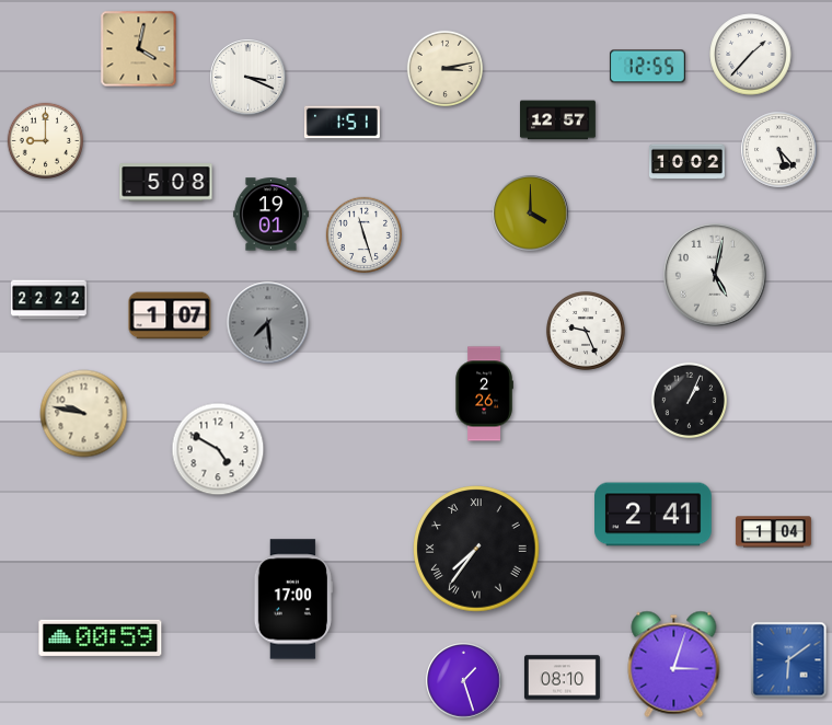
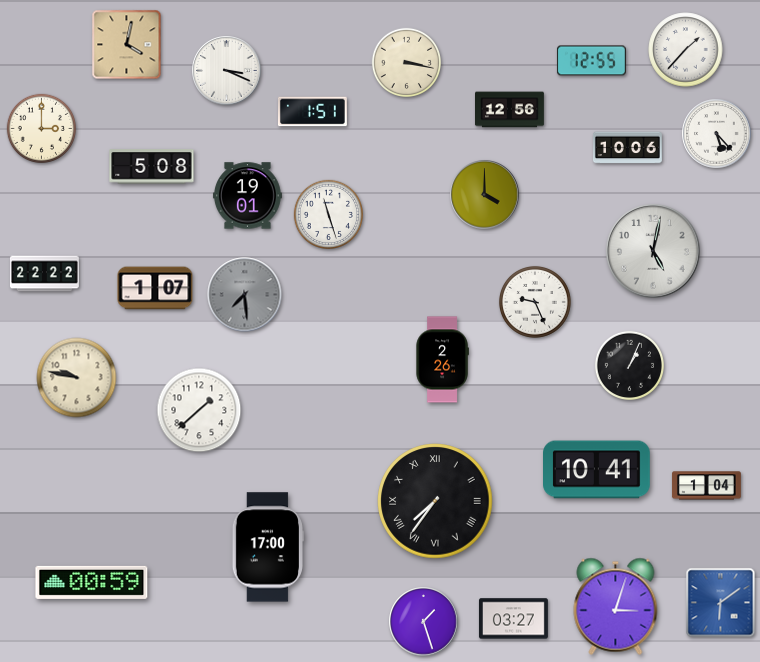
clock at (444, 68): 3:13 -> 3:17
clock at (558, 120): 12:57 -> 12:56
clock at (45, 140): 9:00 -> 3:00
clock at (779, 150) position: (779, 150) -> (717, 134)
clock at (686, 162): 10:02 -> 10:06
clock at (363, 234) position: (363, 234) -> (328, 214)
clock at (218, 449): 4:50 -> 1:38
clock at (654, 515): 2:41 -> 10:41
clock at (562, 678): 08:10 -> 03:27
